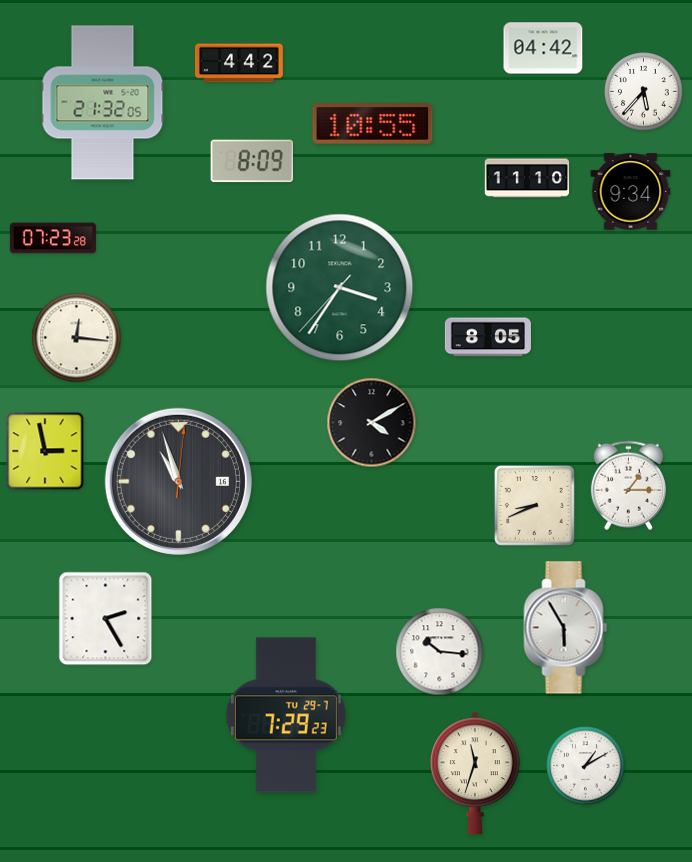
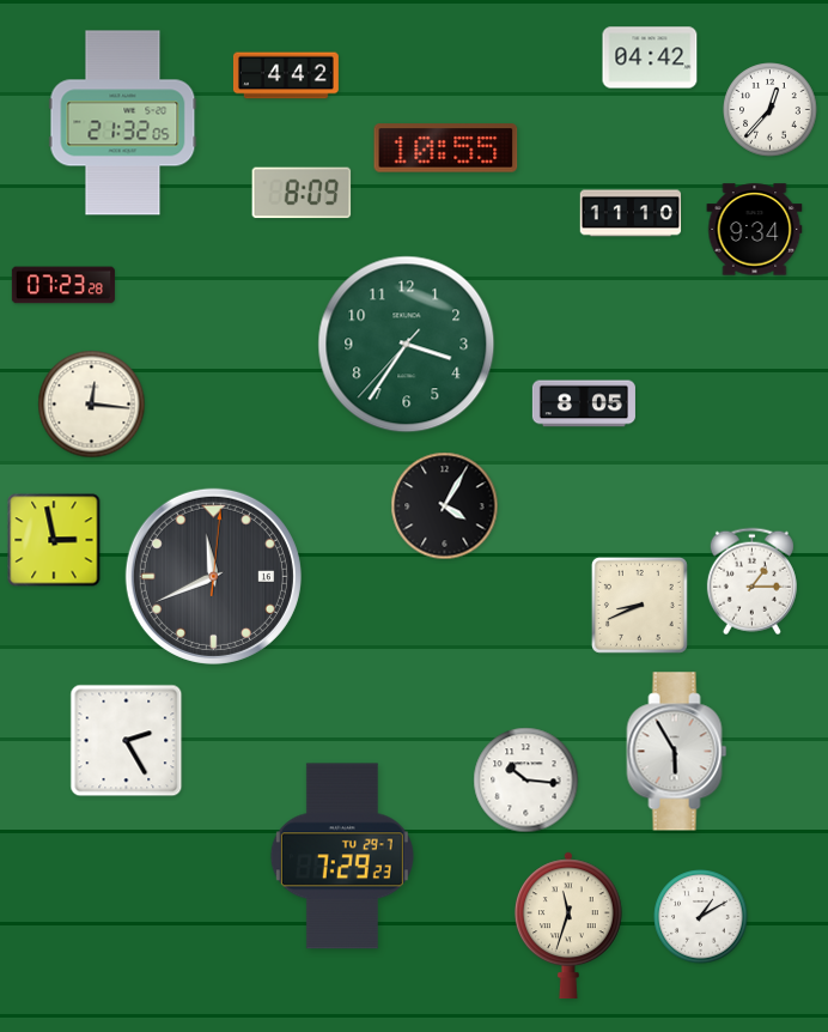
clock at (644, 92): 5:37 -> 12:37
clock at (372, 423): 4:10 -> 4:05
clock at (178, 481): 10:57 -> 11:41
